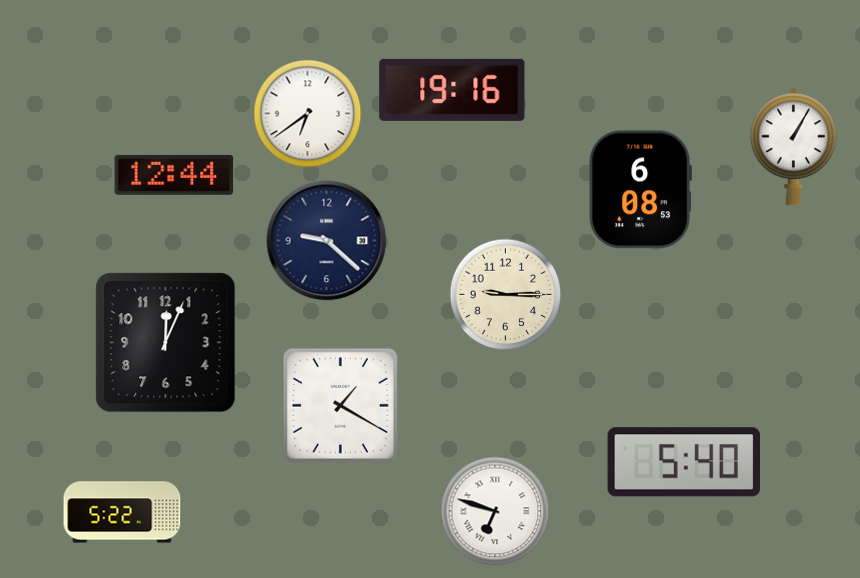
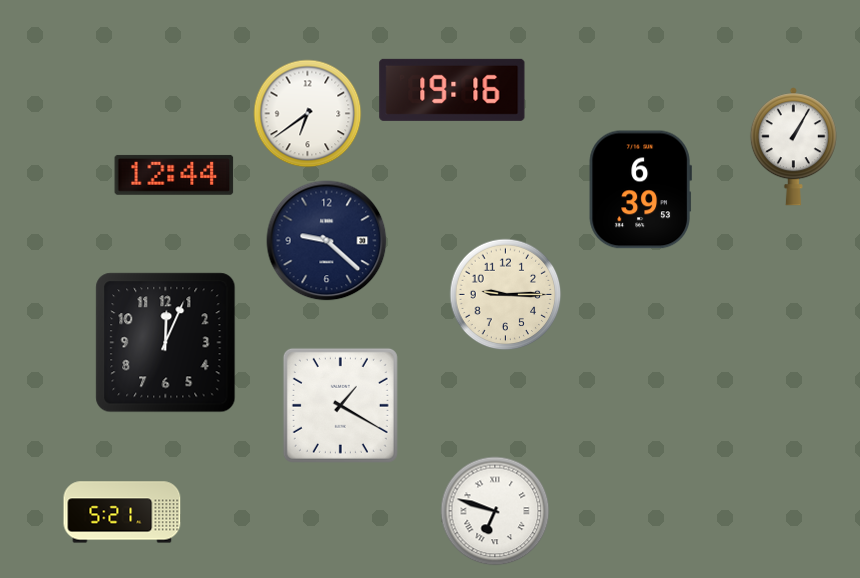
clock at (640, 190): 6:08 -> 6:39
clock at (683, 462): 5:40 -> none
clock at (122, 512): 5:22 -> 5:21
